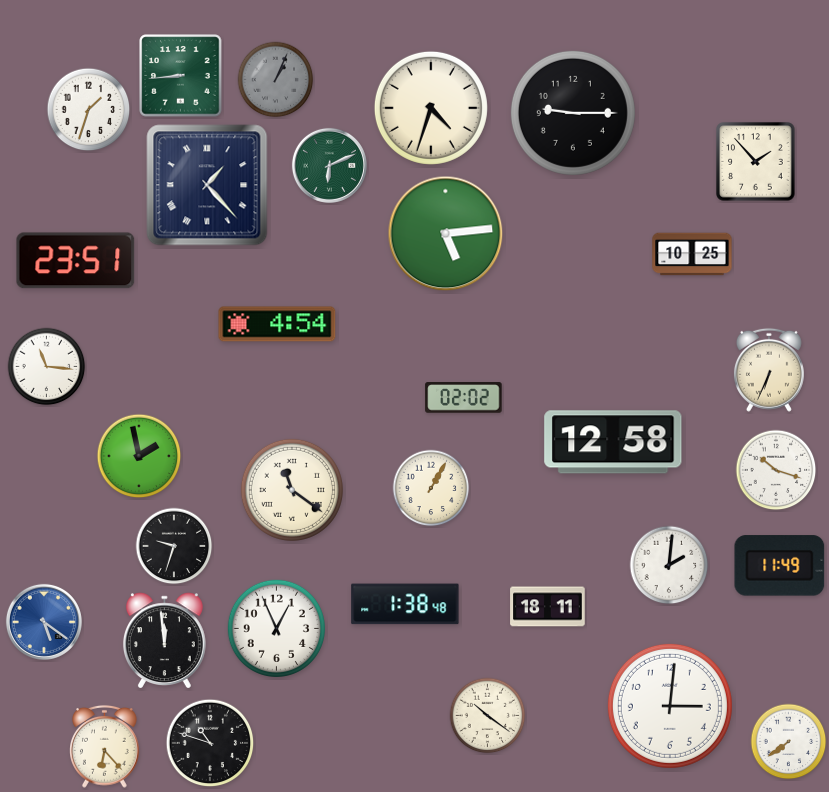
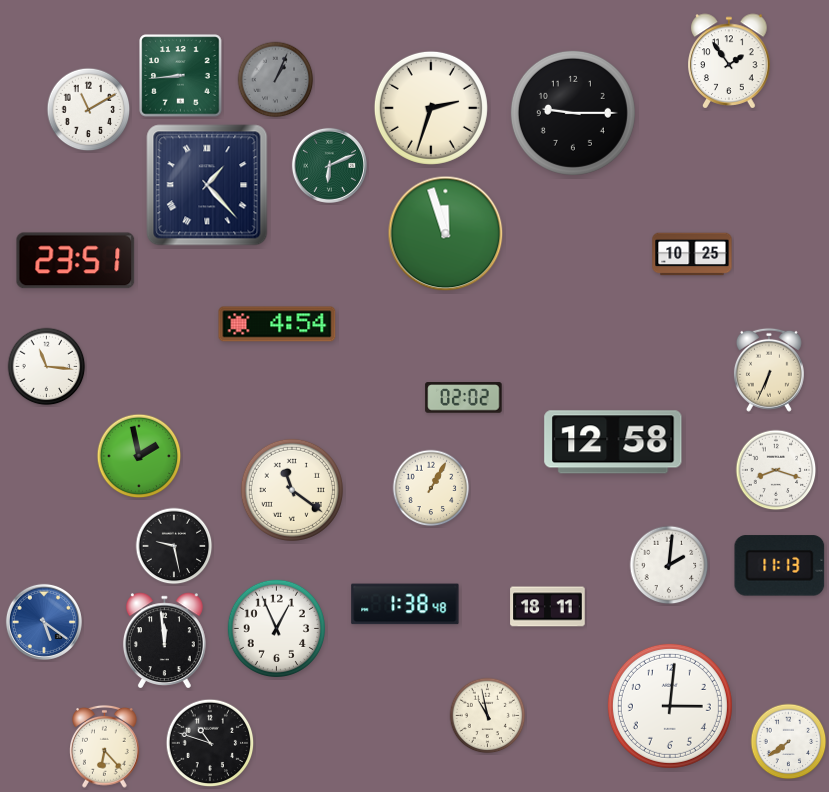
clock at (729, 61): none -> 1:54
clock at (431, 108): 4:33 -> 2:33
clock at (89, 110): 1:33 -> 11:10
clock at (756, 162): 1:53 -> none
clock at (446, 234): 5:14 -> 11:57
clock at (776, 470): 10:18 -> 8:18
clock at (174, 546): 9:33 -> 9:28
clock at (780, 566): 11:49 -> 11:13
clock at (488, 716): 10:21 -> 10:58
